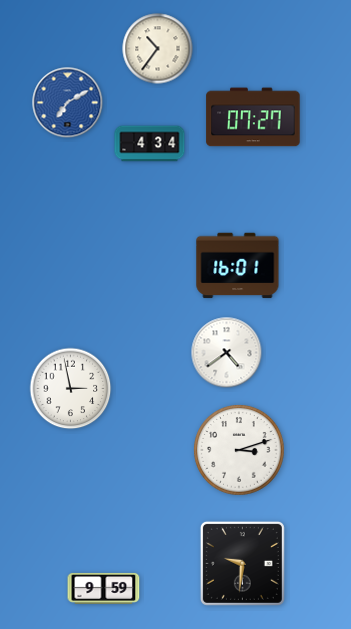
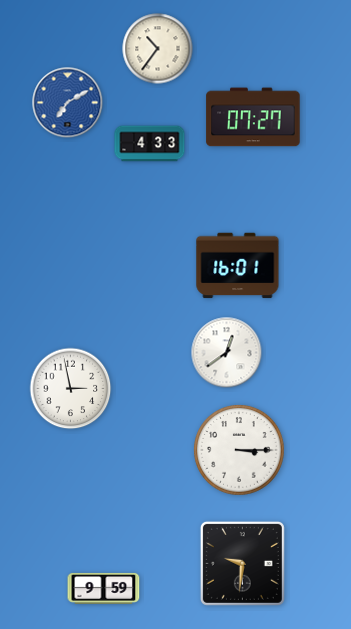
clock at (150, 144): 4:34 -> 4:33
clock at (227, 353): 4:39 -> 12:39
clock at (239, 450): 3:12 -> 3:15
